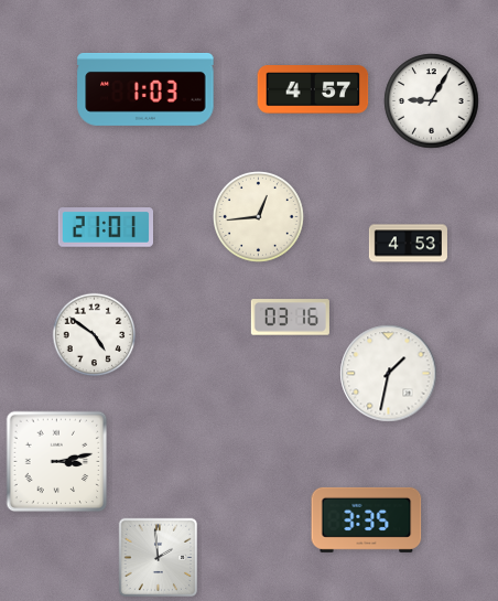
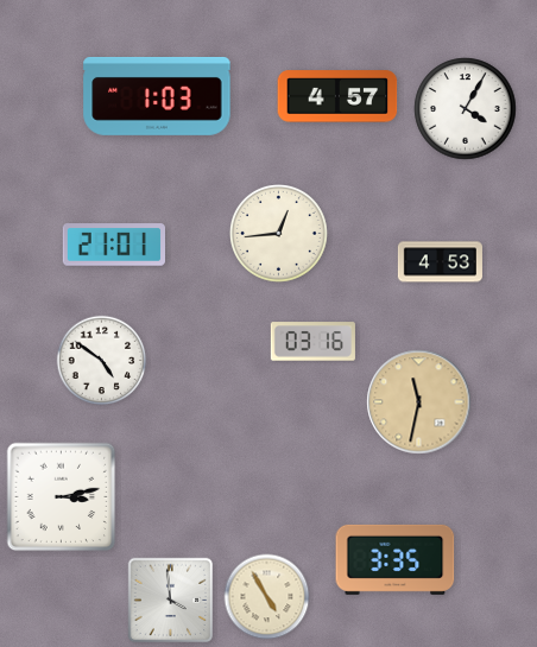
clock at (432, 101): 9:05 -> 4:05
clock at (389, 374): 1:32 -> 11:32
clock at (389, 374) dial: white -> champagne
clock at (267, 597): none -> 4:55
clock at (159, 558): 1:59 -> 3:59
